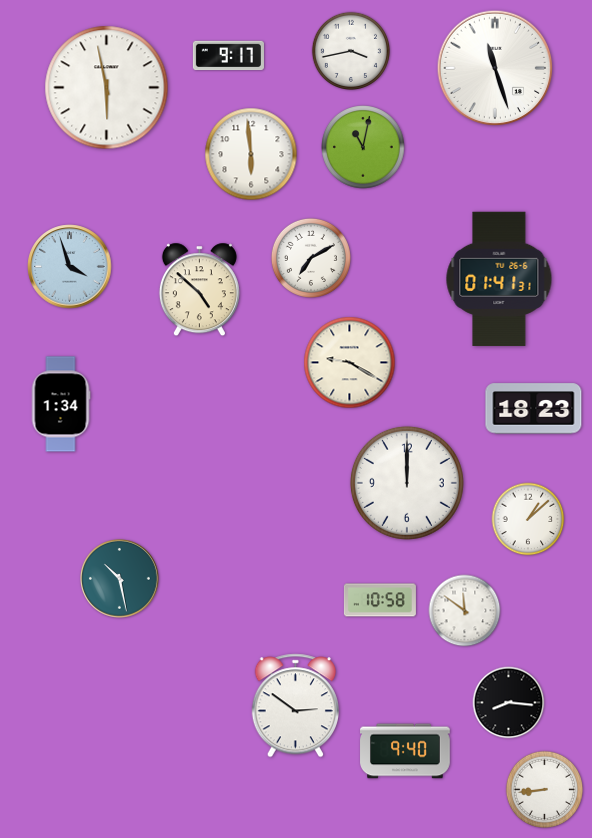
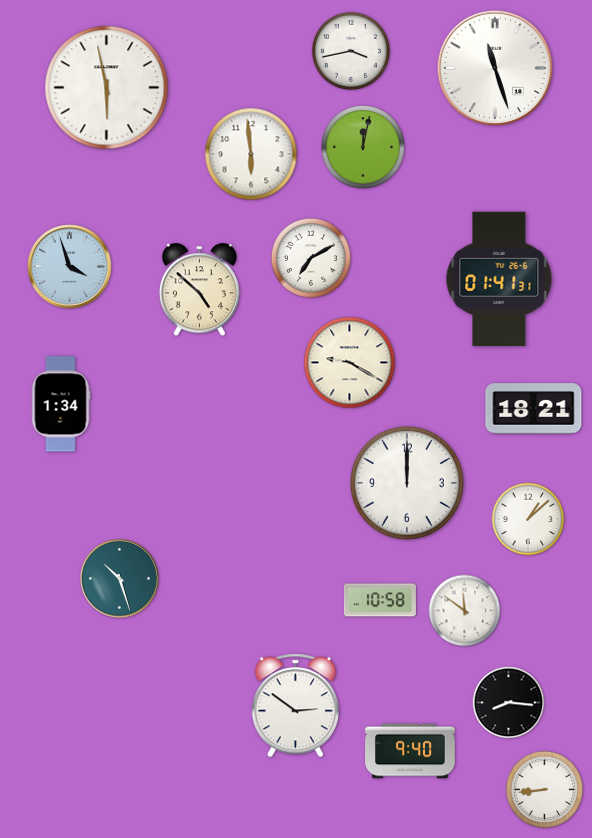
clock at (228, 56): 9:17 -> none
clock at (364, 148): 11:02 -> 12:02
clock at (534, 409): 18:23 -> 18:21
clock at (120, 579): 10:28 -> 10:27
clock at (405, 751) position: (405, 751) -> (410, 751)
